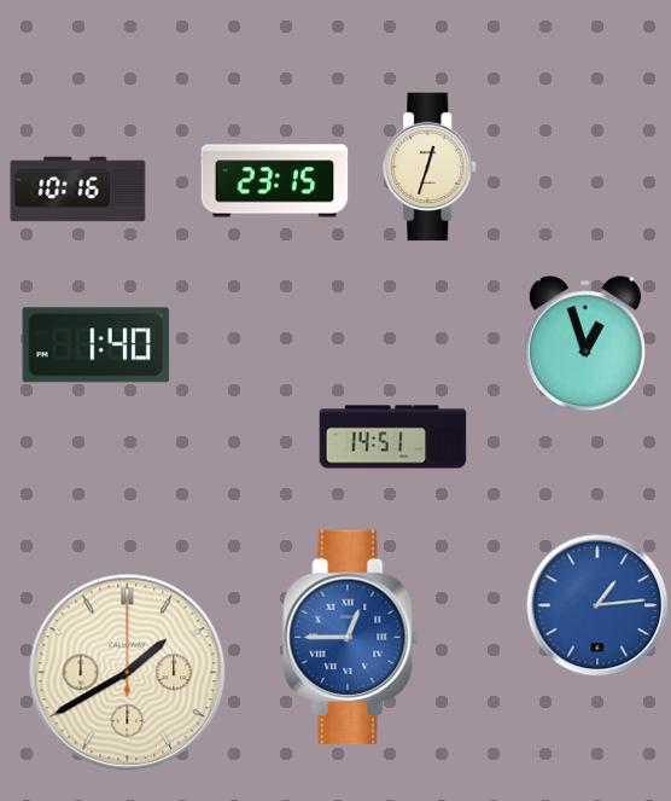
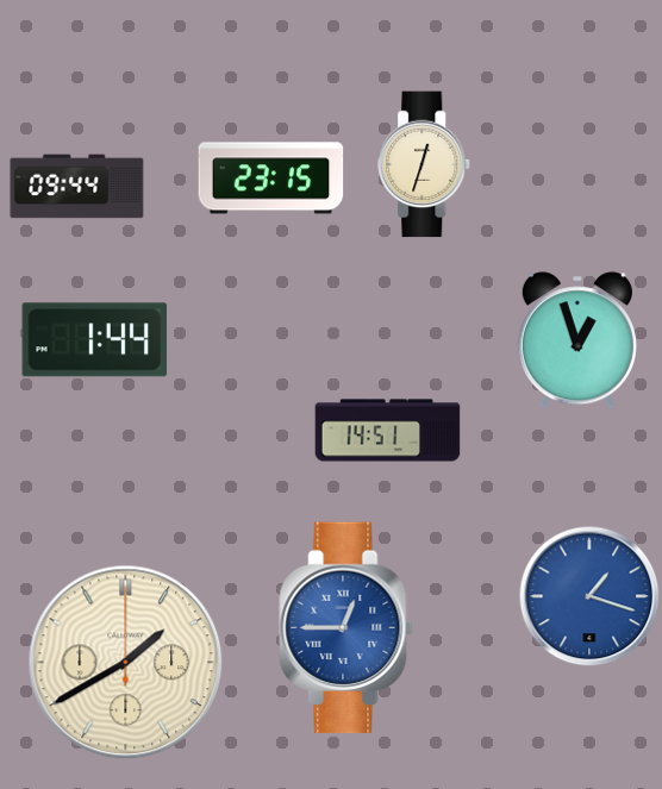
clock at (78, 190): 10:16 -> 09:44
clock at (97, 346): 1:40 -> 1:44
clock at (597, 605): 1:14 -> 1:18
